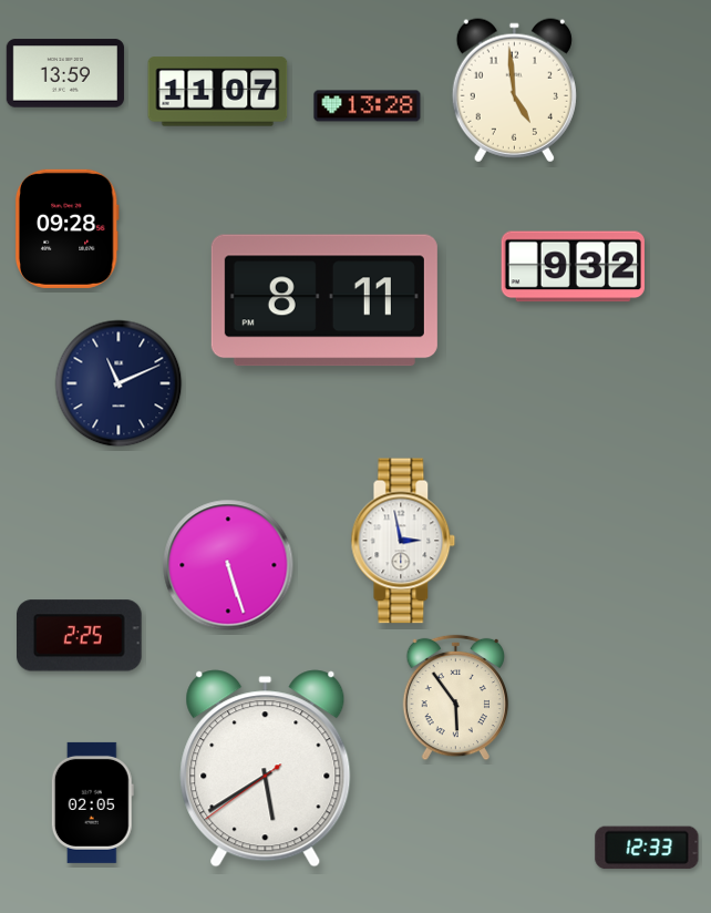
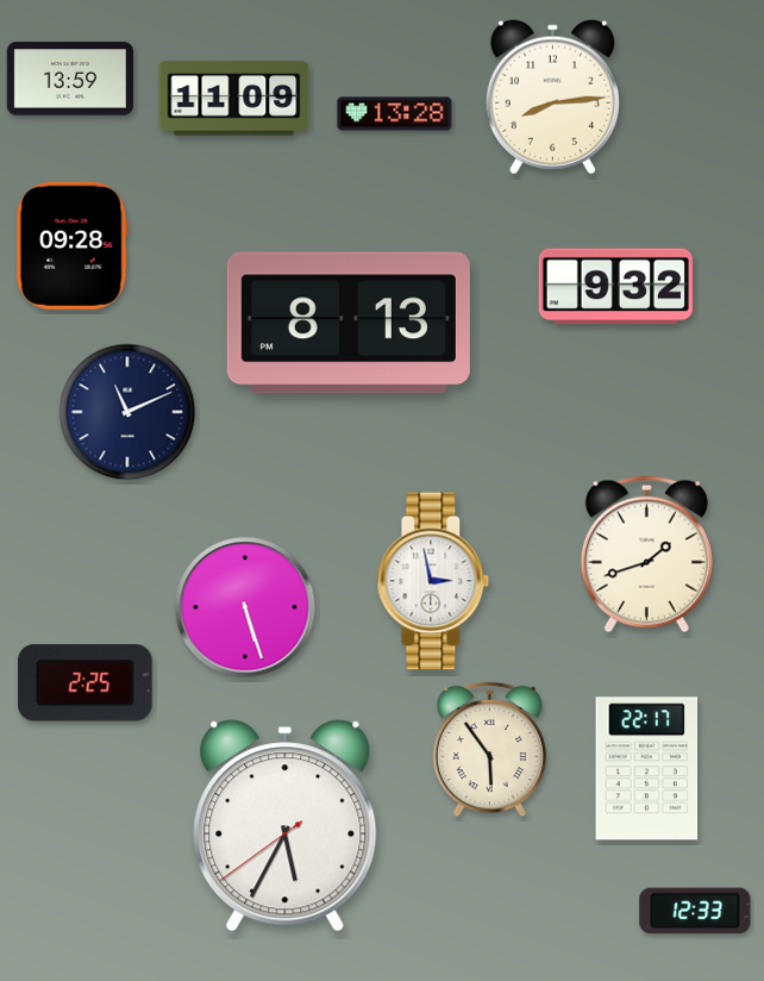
clock at (514, 91): 4:59 -> 8:14
clock at (218, 92): 11:07 -> 11:09
clock at (324, 300): 8:11 -> 8:13
clock at (646, 555): none -> 1:42
clock at (647, 769): none -> 22:17
clock at (266, 769): 5:39 -> 5:34
clock at (92, 802): 02:05 -> none
